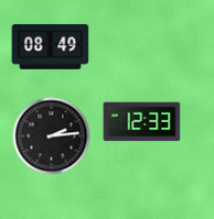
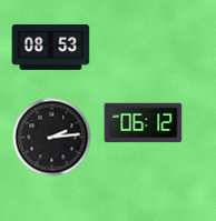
clock at (51, 46): 08:49 -> 08:53
clock at (142, 122): 12:33 -> 06:12
